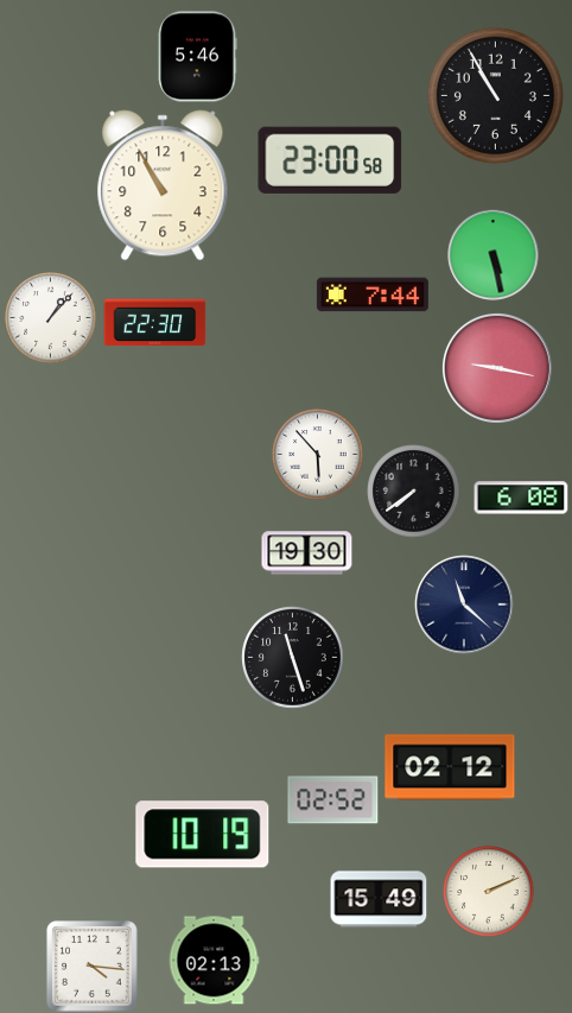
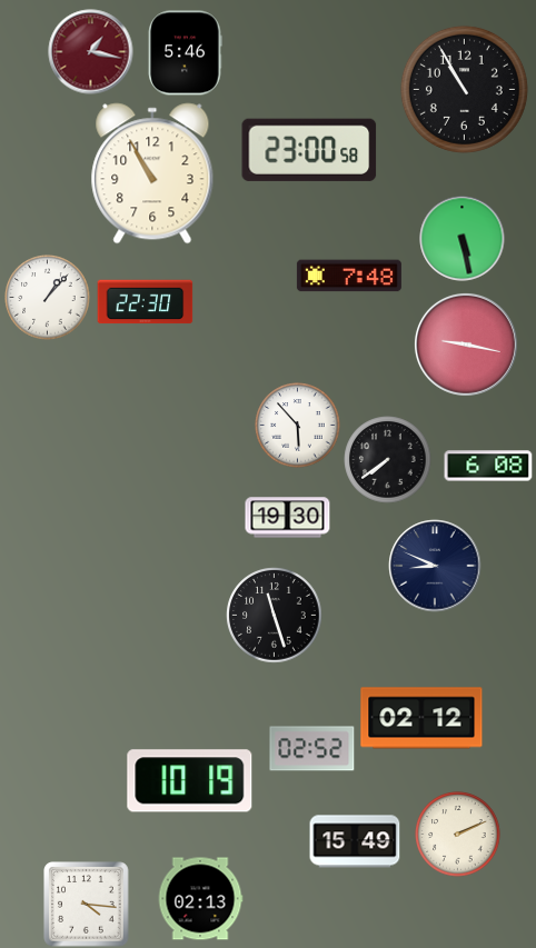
clock at (91, 52): none -> 1:17
clock at (373, 295): 7:44 -> 7:48
clock at (464, 604): 11:22 -> 8:49
